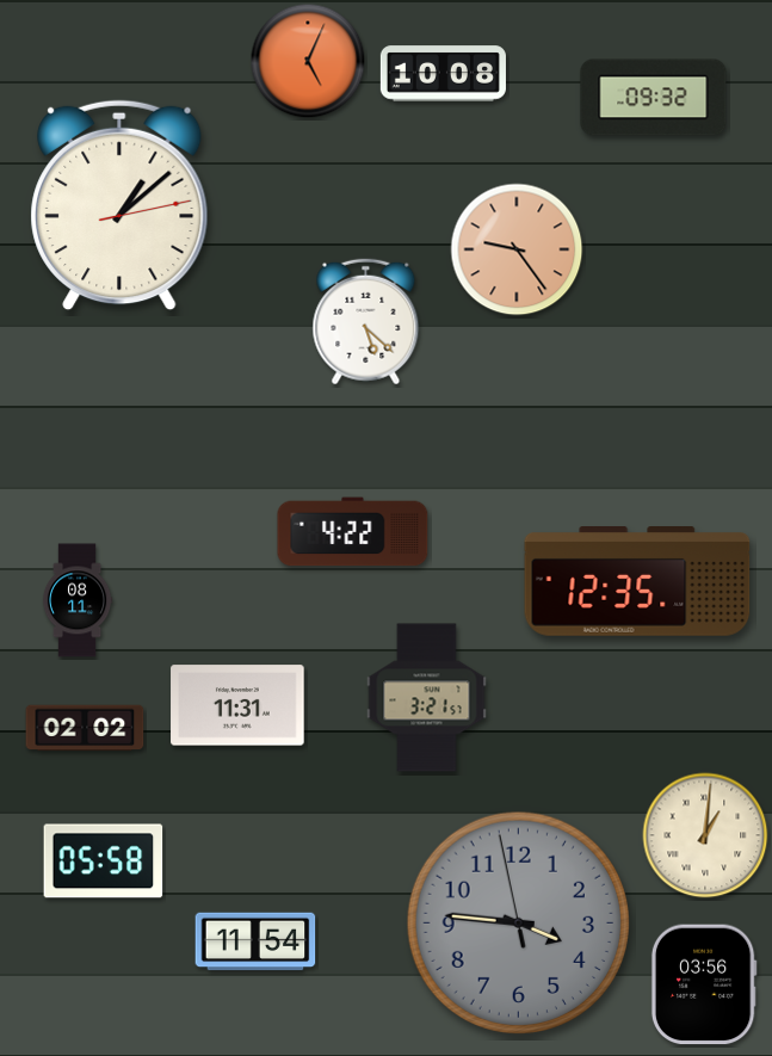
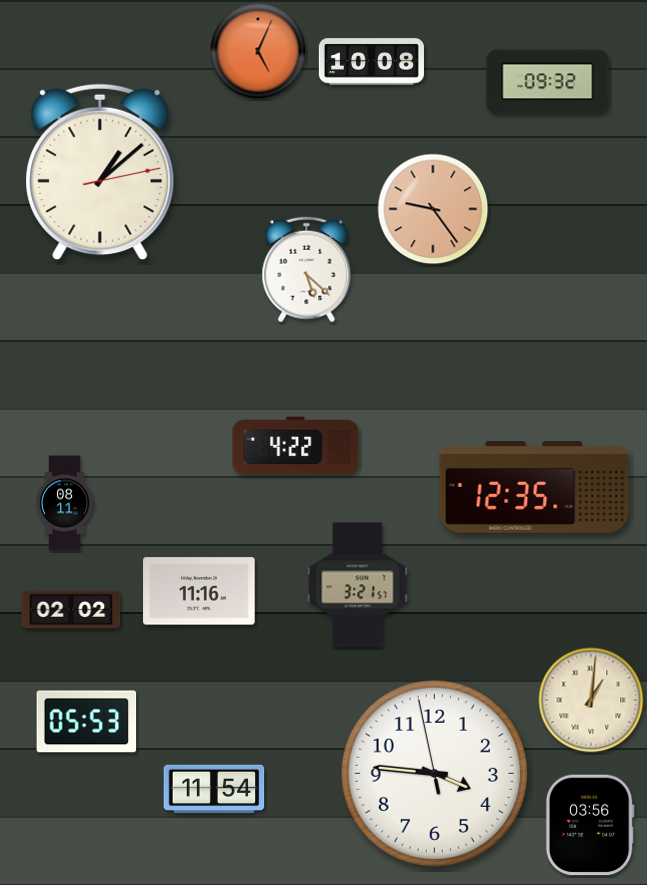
clock at (237, 705): 11:31 -> 11:16
clock at (104, 862): 05:58 -> 05:53
clock at (518, 922) dial: grey -> white
